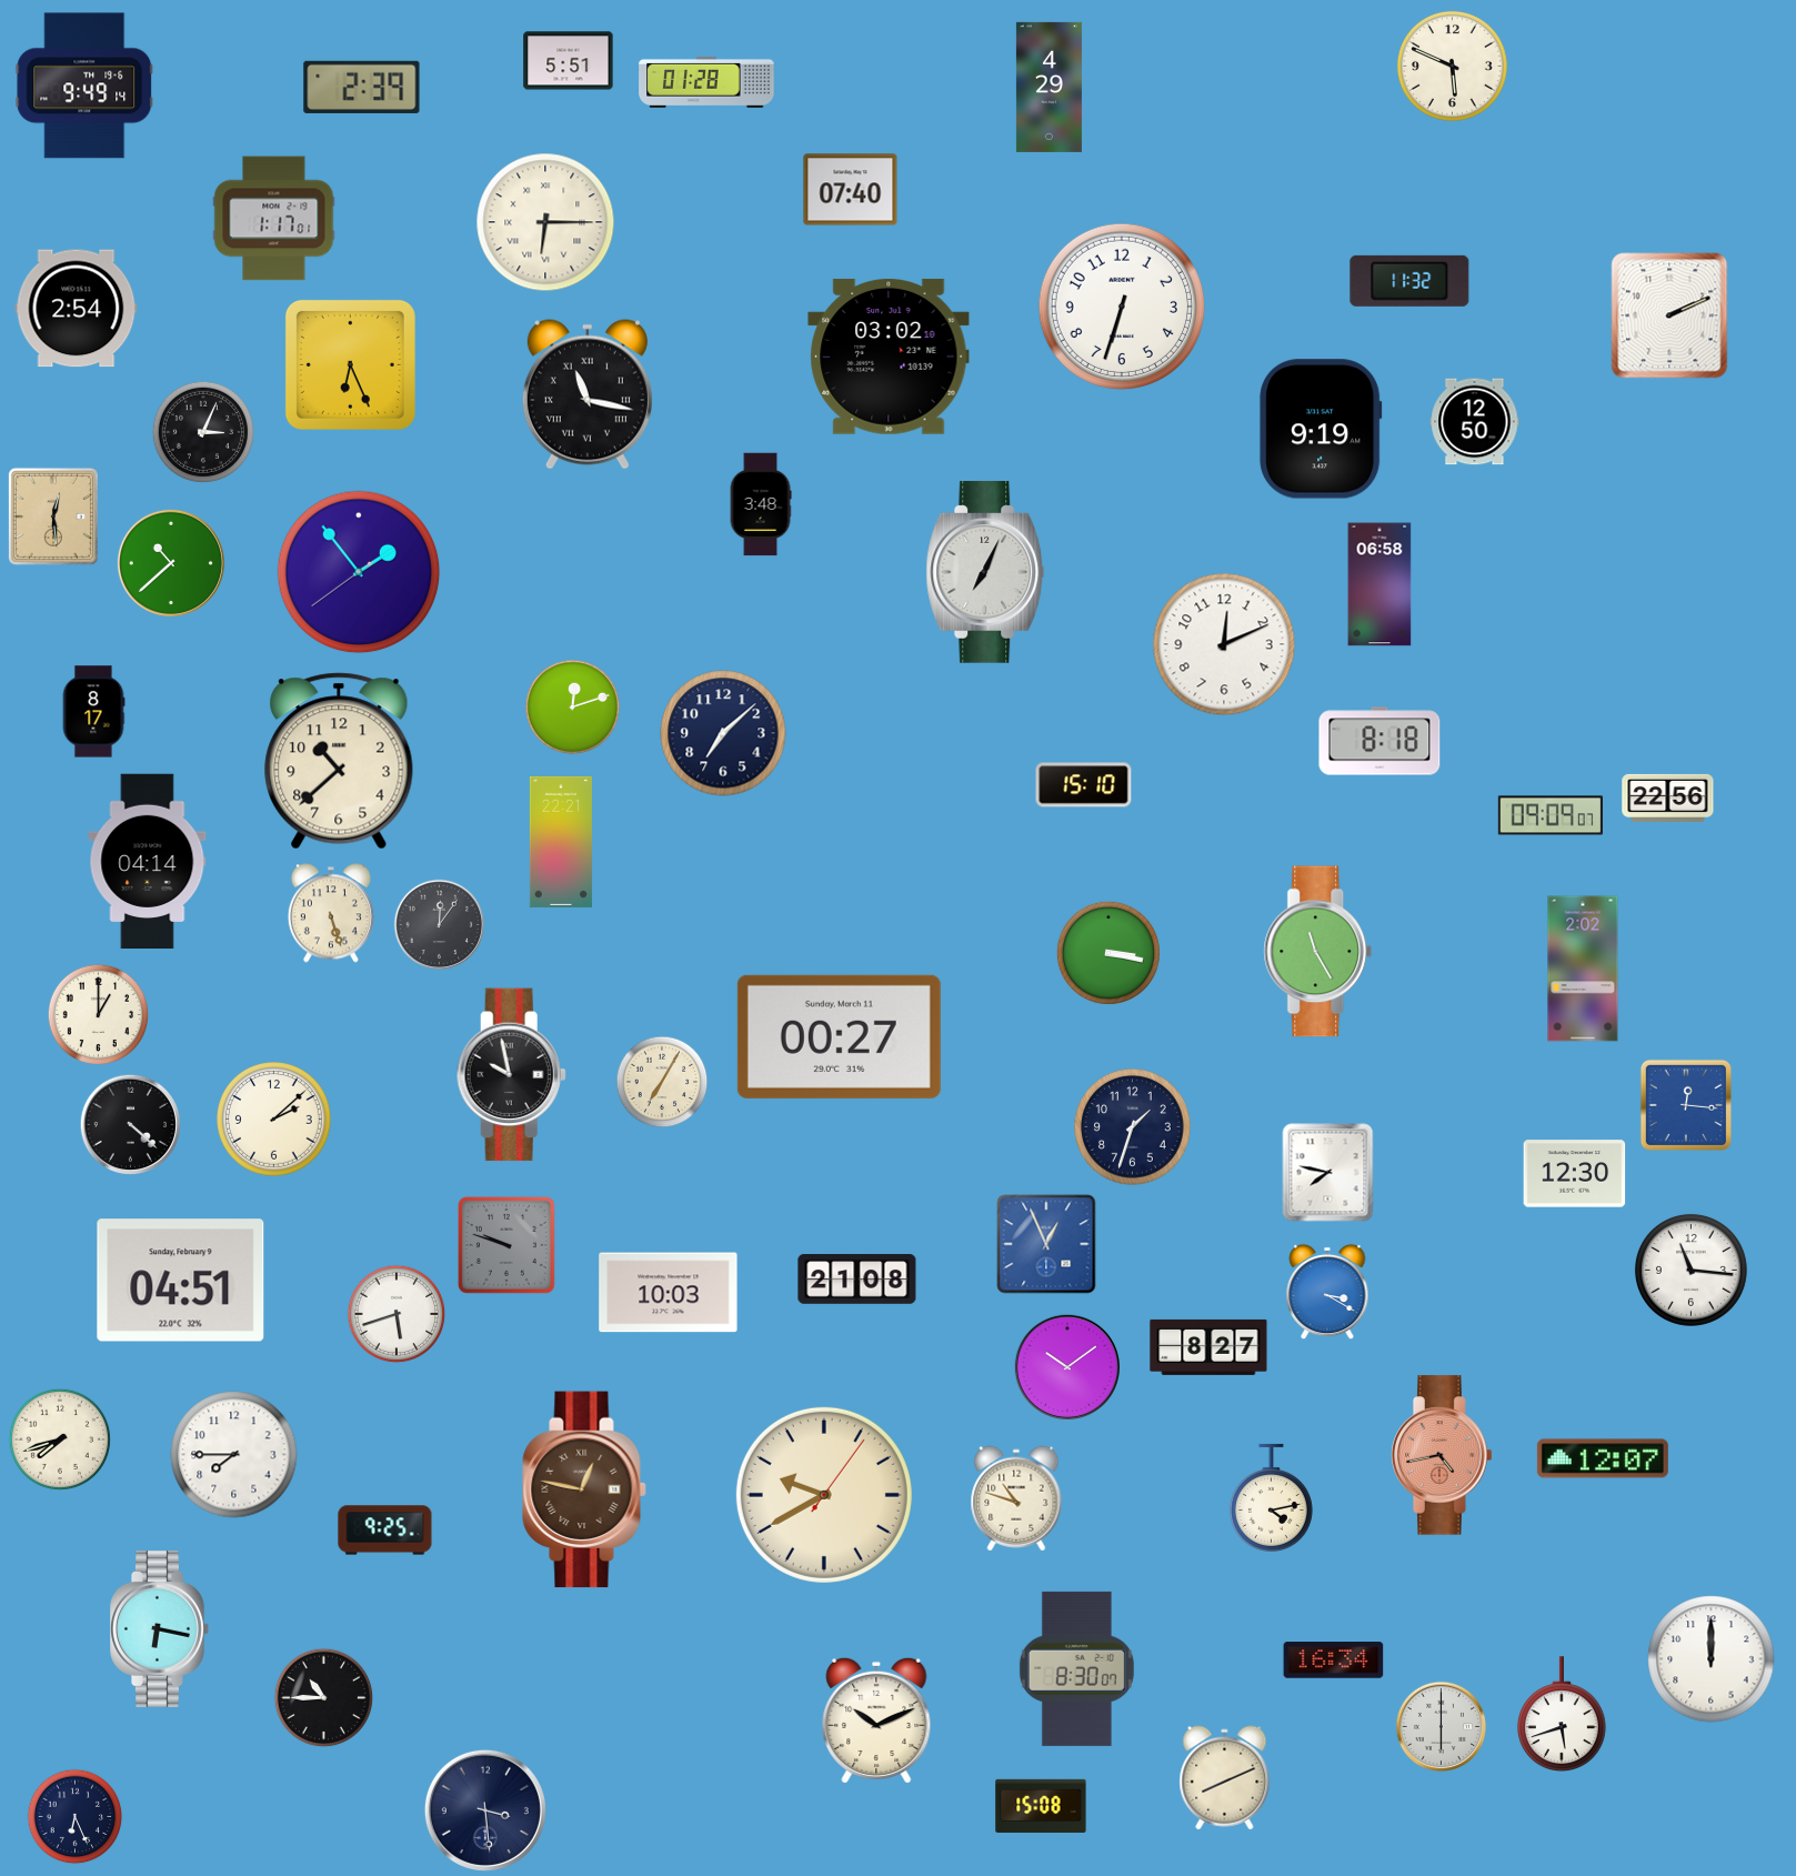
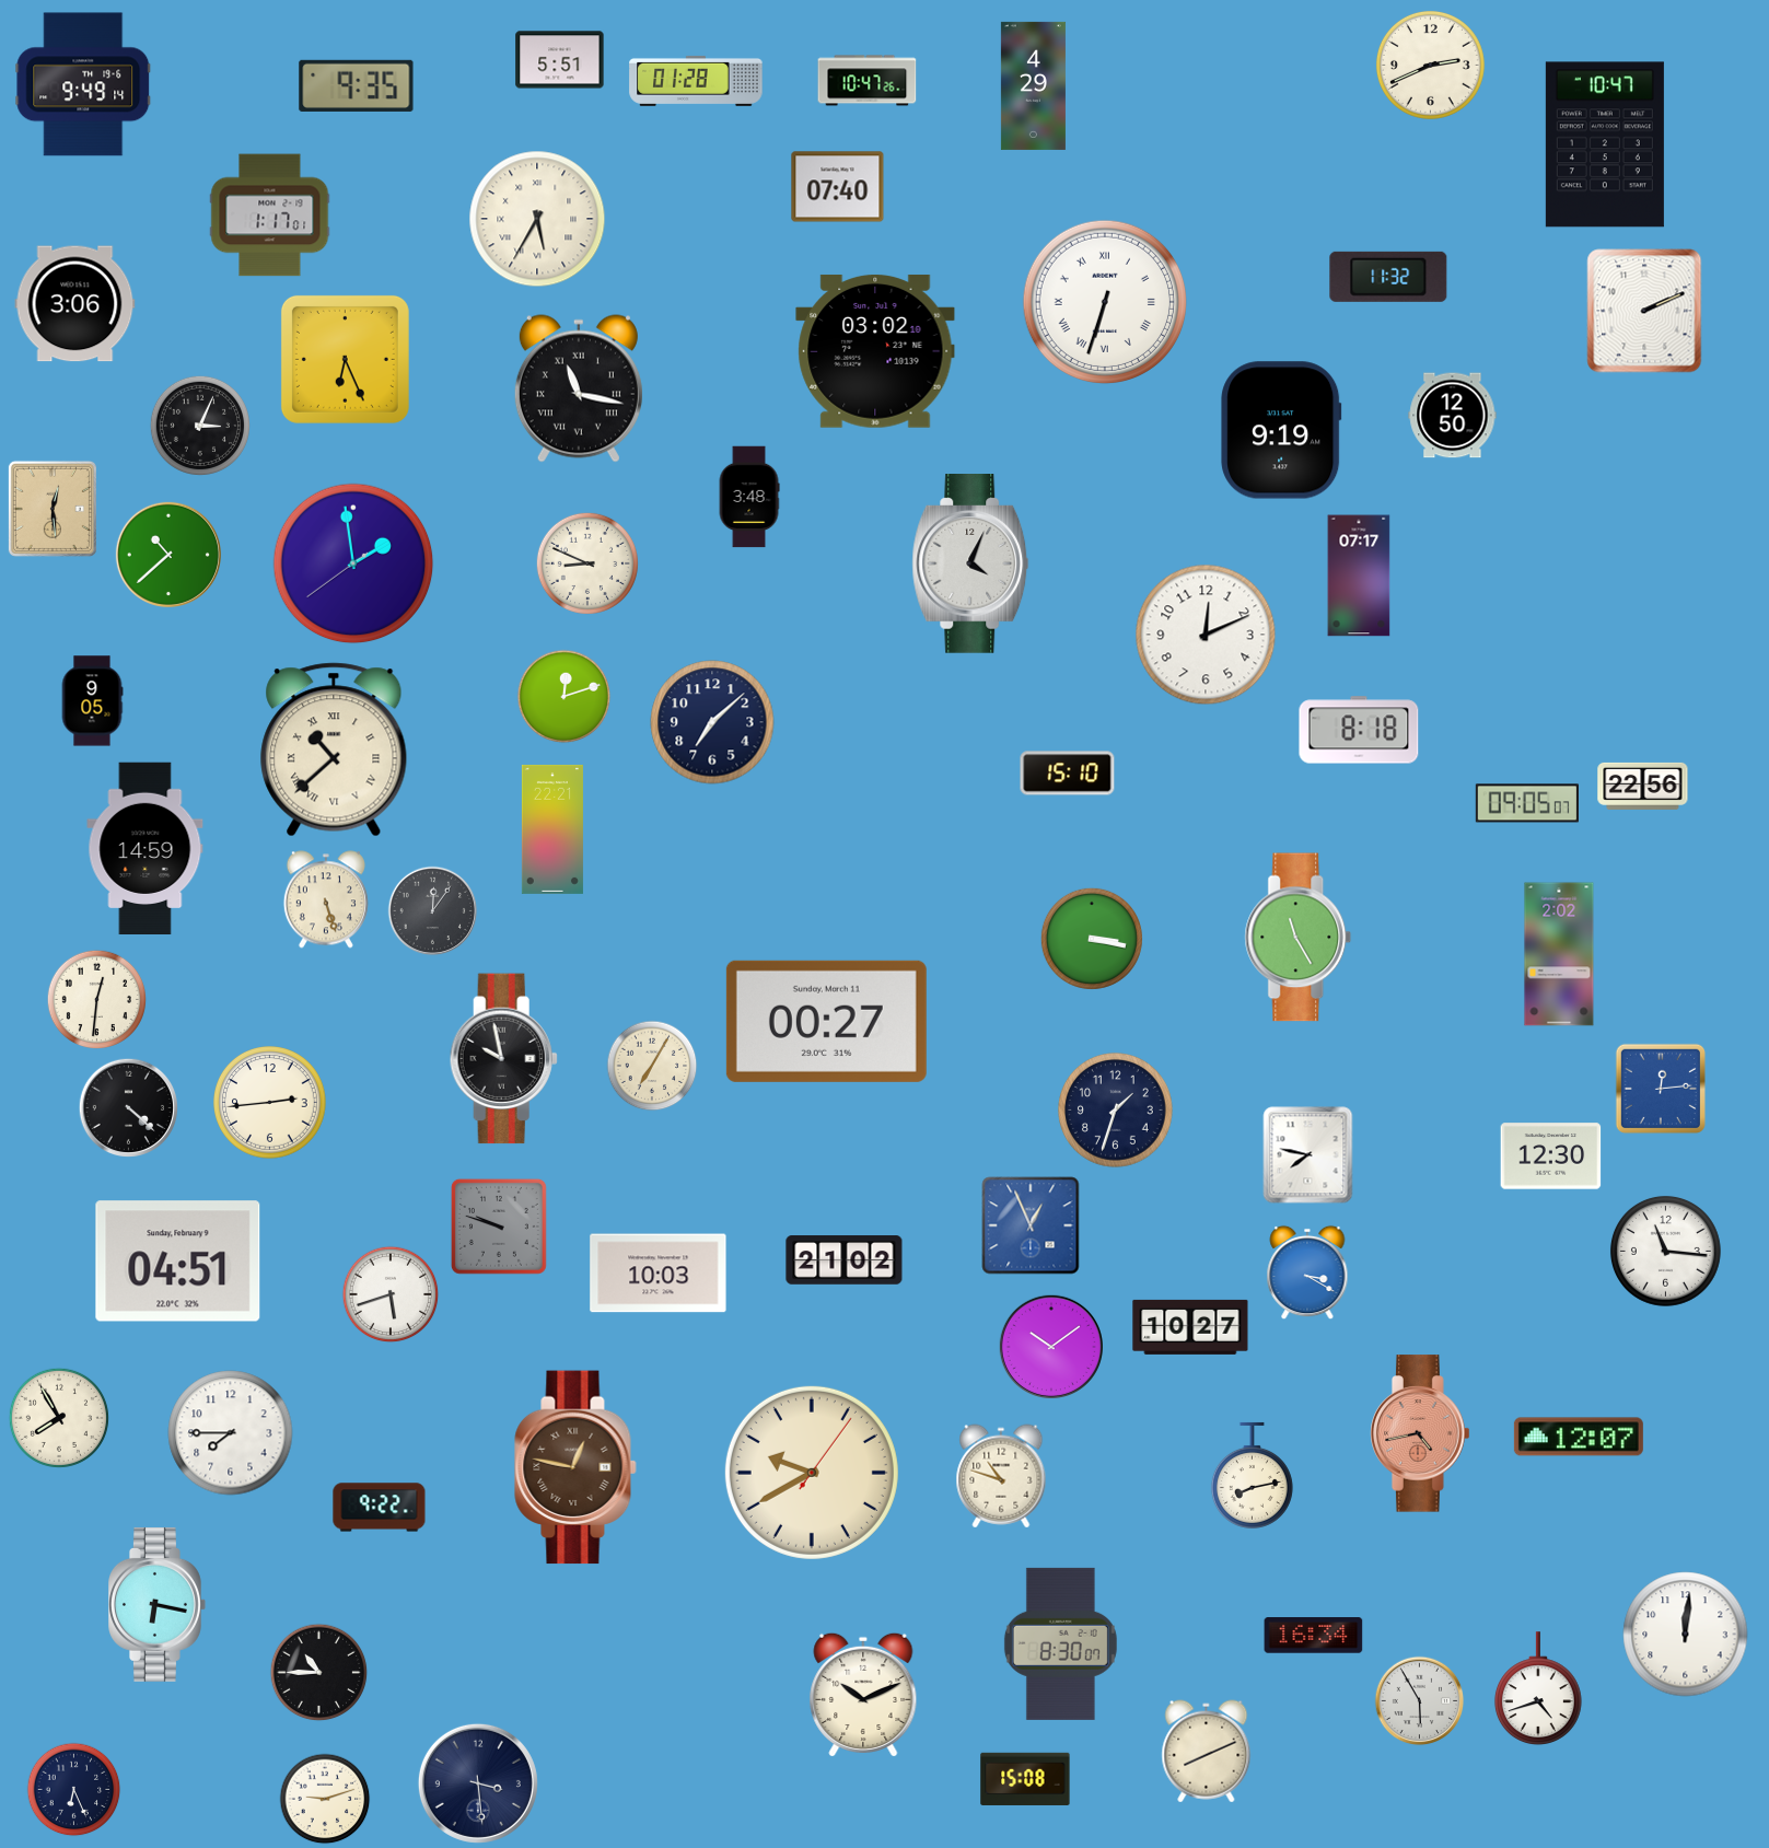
clock at (1452, 66): 5:49 -> 2:41
clock at (868, 81): none -> 10:47
clock at (362, 87): 2:39 -> 9:35
clock at (1605, 144): none -> 10:47
clock at (545, 222): 6:15 -> 5:35
clock at (1121, 305) numerals: Arabic -> Roman
clock at (77, 309): 2:54 -> 3:06
clock at (1321, 429) position: (1321, 429) -> (1281, 430)
clock at (359, 572): 1:53 -> 1:58
clock at (587, 563): none -> 8:49
clock at (985, 573): 7:04 -> 4:04
clock at (1379, 584): 06:58 -> 07:17
clock at (93, 712): 8:17 -> 9:05
clock at (339, 761) numerals: Arabic -> Roman
clock at (1549, 815): 09:09 -> 09:05
clock at (148, 861): 04:14 -> 14:59
clock at (98, 1014): 1:00 -> 12:31
clock at (1686, 1105): 12:16 -> 12:14
clock at (274, 1120): 2:08 -> 2:44
clock at (857, 1280): 21:08 -> 21:02
clock at (1208, 1347): 8:27 -> 10:27
clock at (60, 1439): 7:42 -> 7:55
clock at (1271, 1497): 4:13 -> 8:13
clock at (385, 1531): 9:25 -> 9:22
clock at (1712, 1659): 12:00 -> 12:01
clock at (1562, 1714): 5:42 -> 4:42
clock at (1442, 1727): 6:00 -> 5:55
clock at (325, 1799): none -> 9:12
